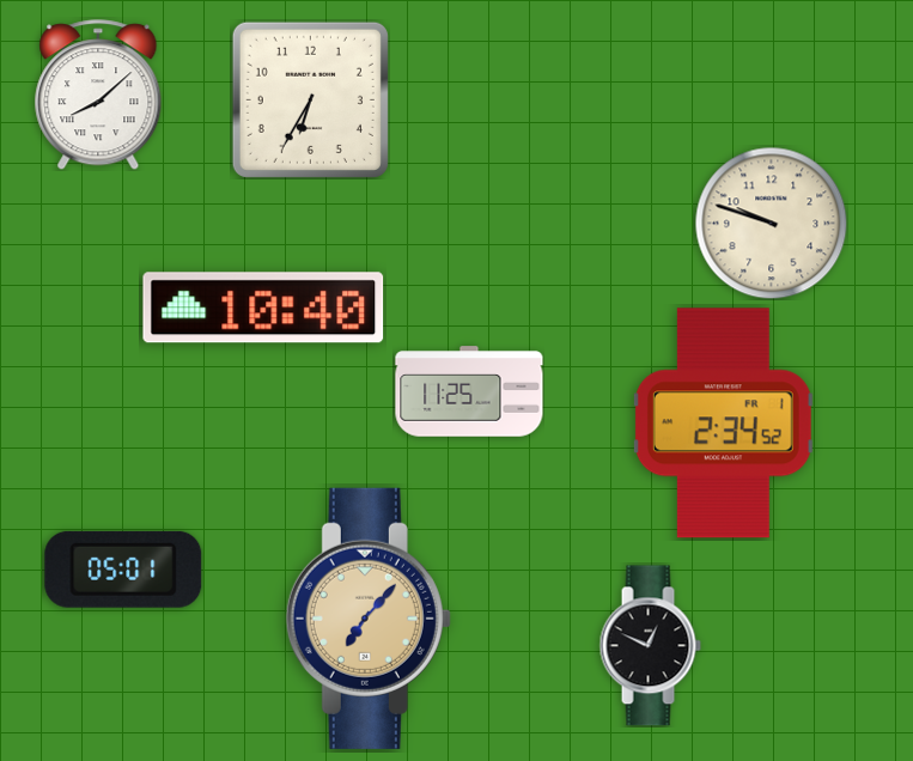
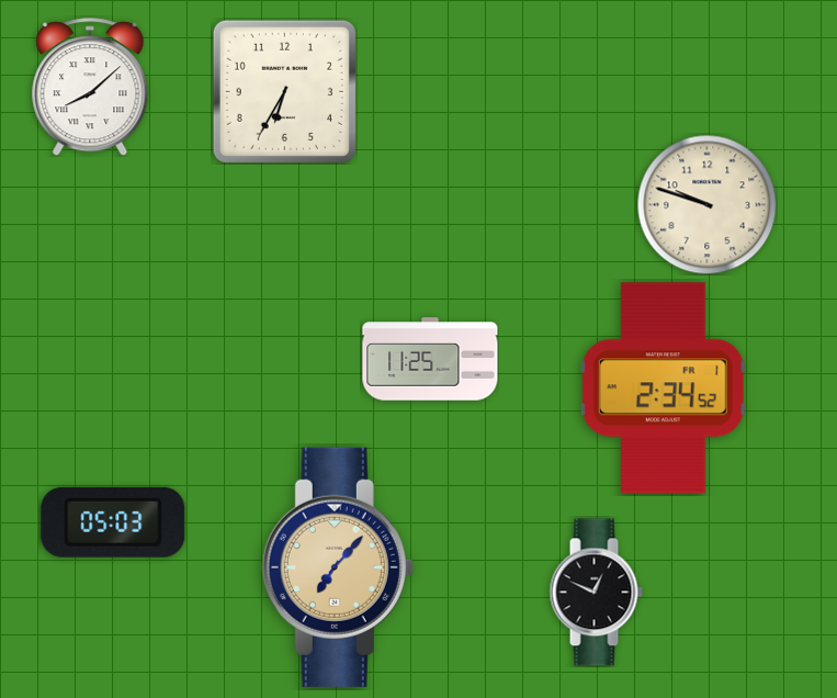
clock at (263, 308): 10:40 -> none
clock at (123, 570): 05:01 -> 05:03
